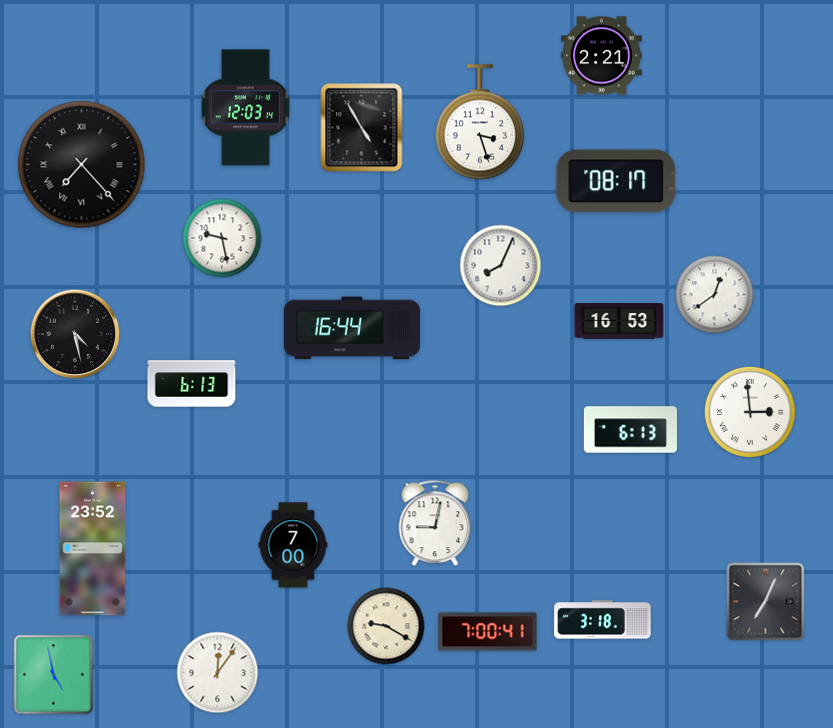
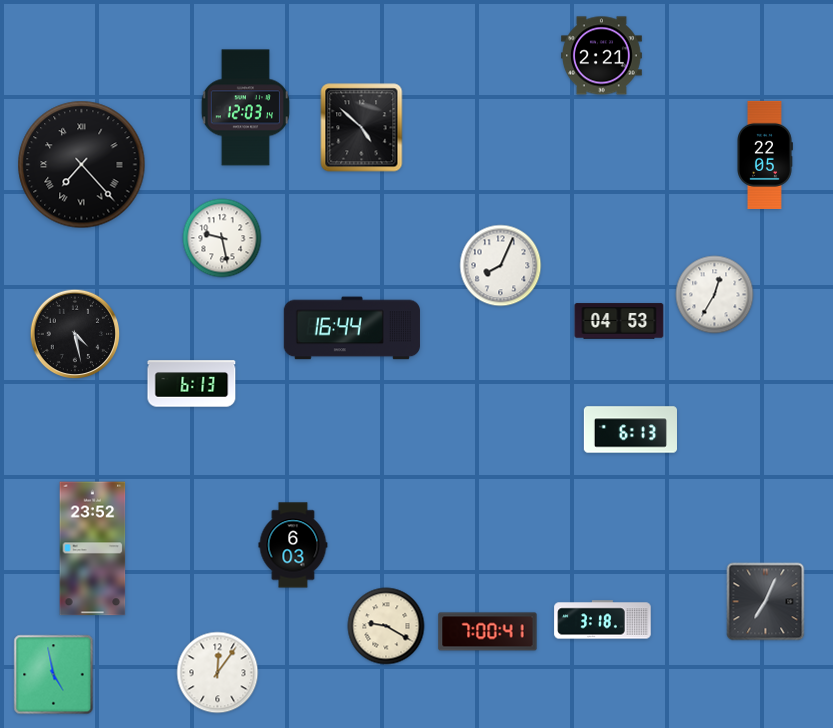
clock at (480, 122): 3:27 -> none
clock at (362, 128): 4:55 -> 4:52
clock at (765, 155): none -> 22:05
clock at (616, 181): 08:17 -> none
clock at (715, 295): 12:39 -> 12:35
clock at (619, 321): 16:53 -> 04:53
clock at (750, 412): 2:59 -> none
clock at (435, 523): 9:02 -> none
clock at (293, 545): 7:00 -> 6:03
